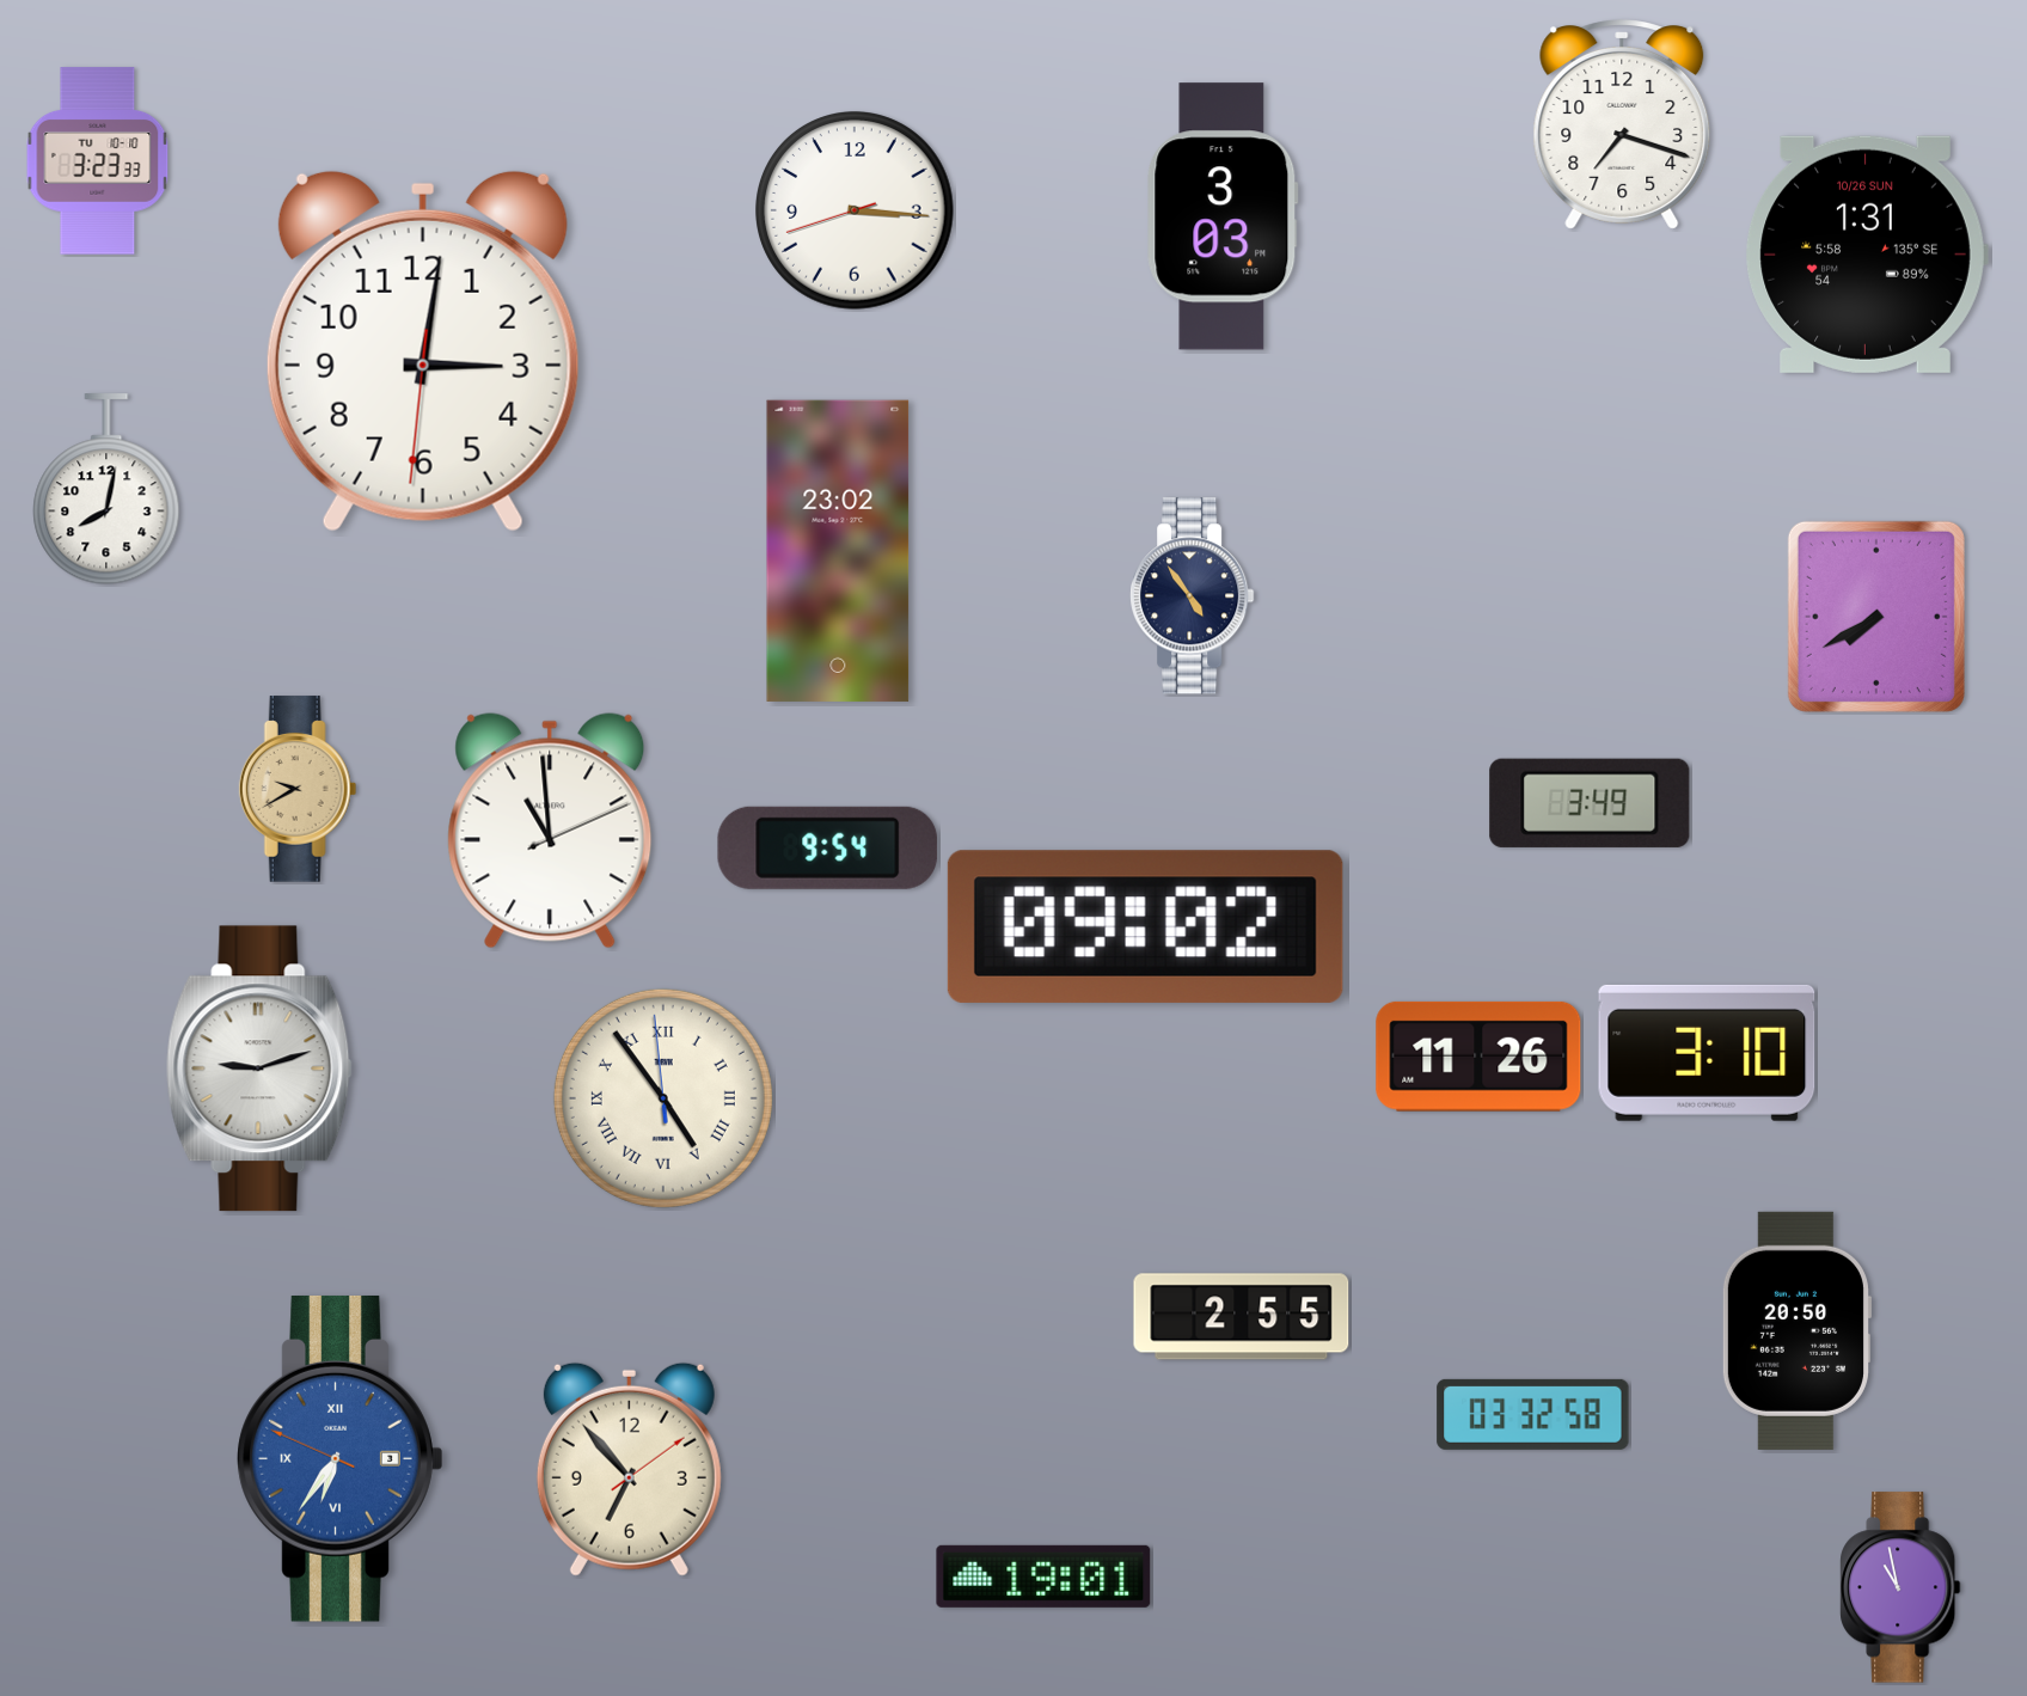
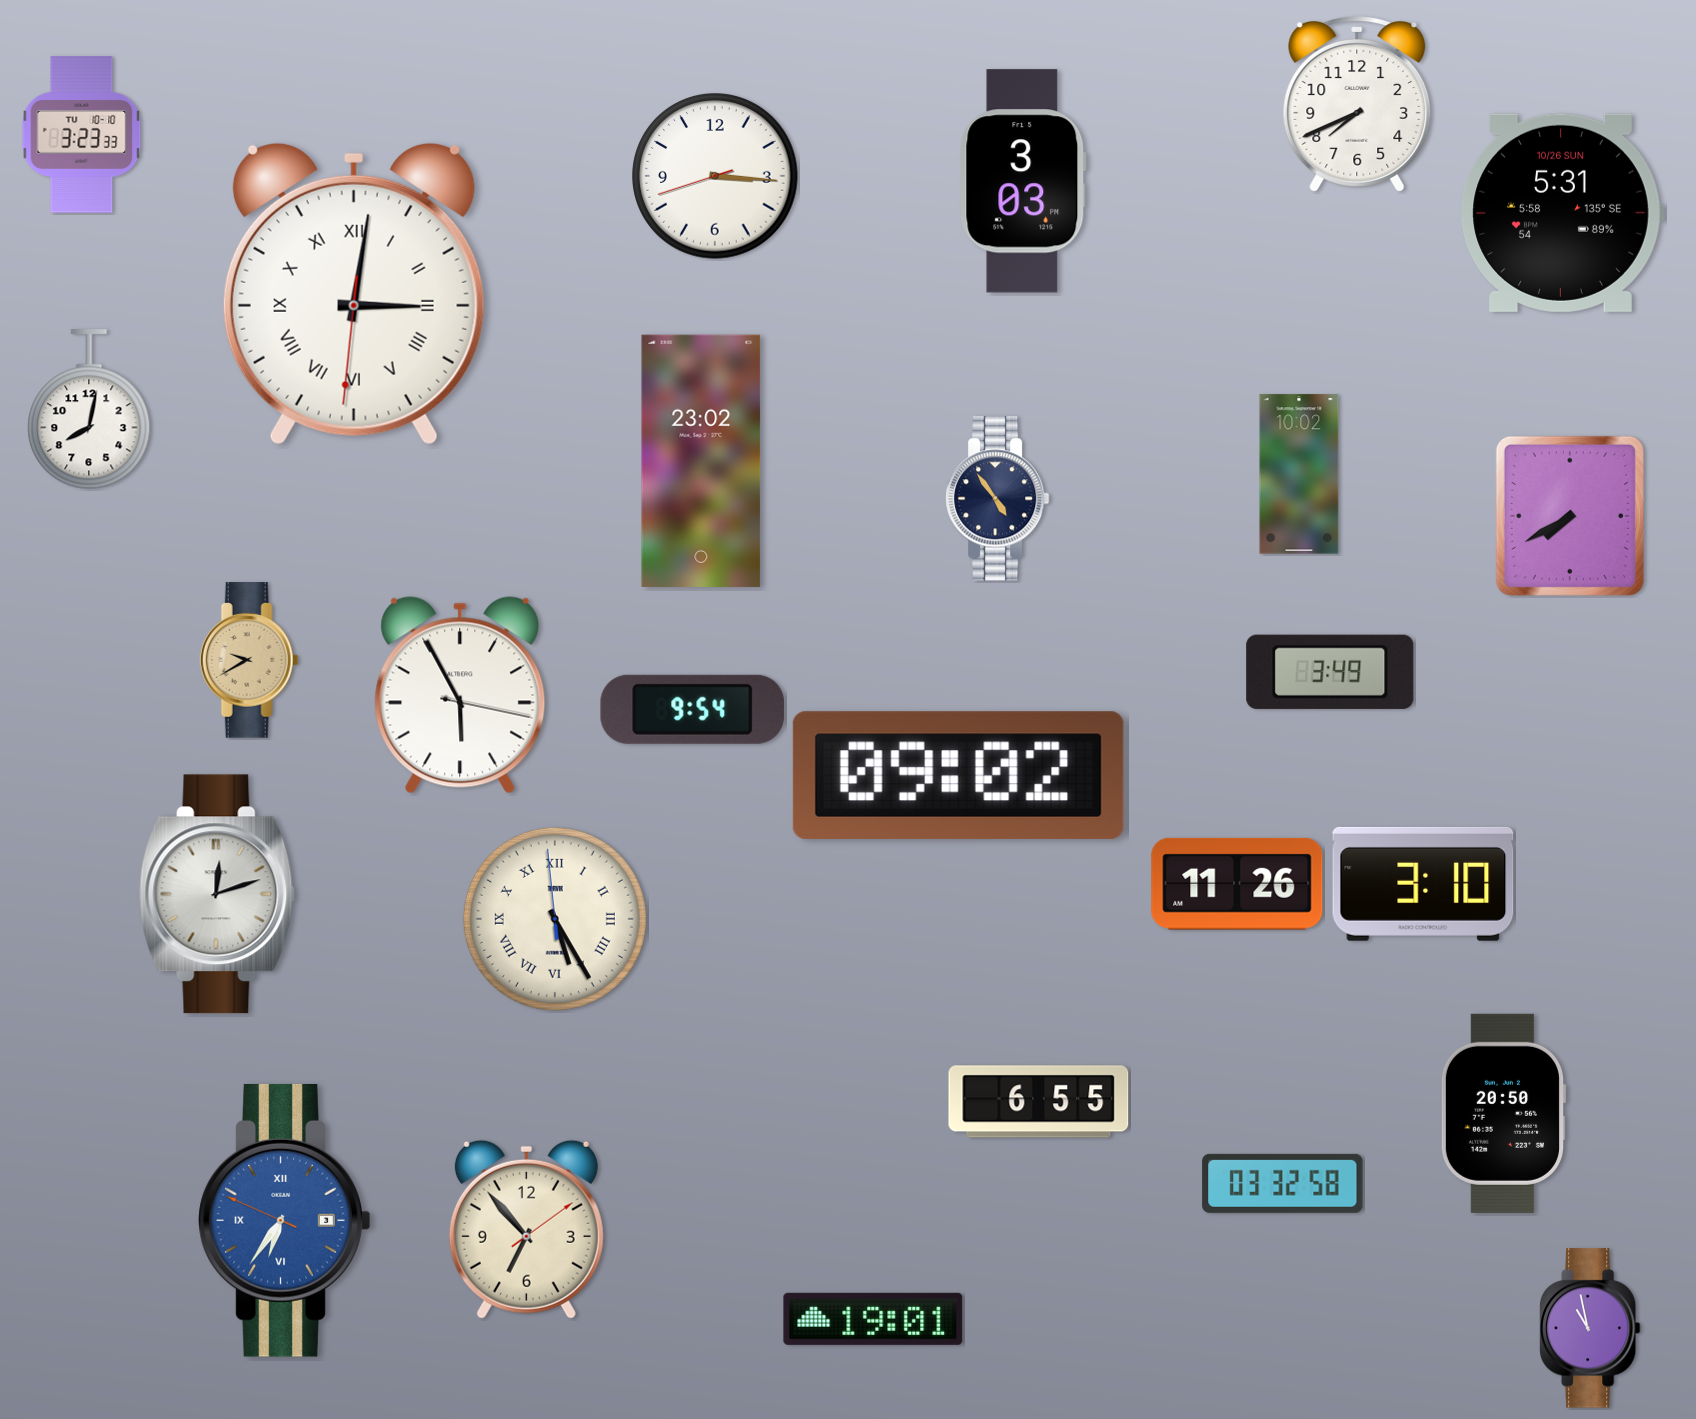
clock at (1622, 125): 7:18 -> 7:41
clock at (1867, 255): 1:31 -> 5:31
clock at (423, 351) numerals: Arabic -> Roman
clock at (1299, 474): none -> 10:02
clock at (550, 831): 10:59 -> 5:55
clock at (1707, 1053) position: (1707, 1053) -> (1423, 884)
clock at (259, 1069): 9:12 -> 12:12
clock at (663, 1098): 4:53 -> 5:24
clock at (1242, 1317): 2:55 -> 6:55
